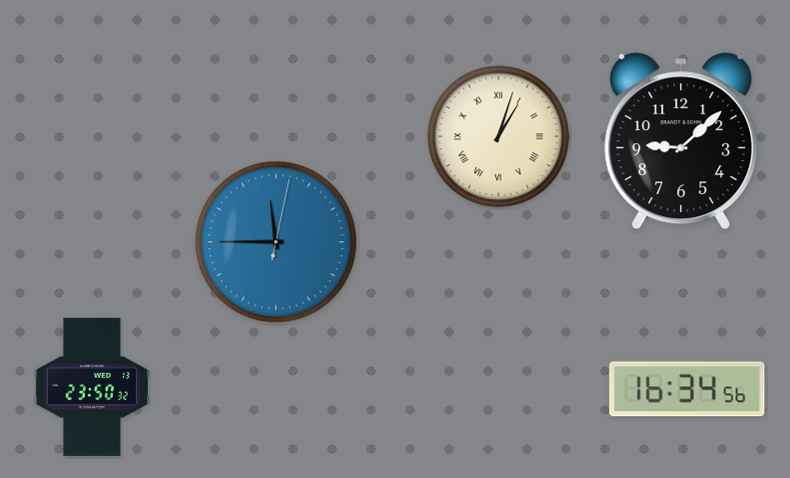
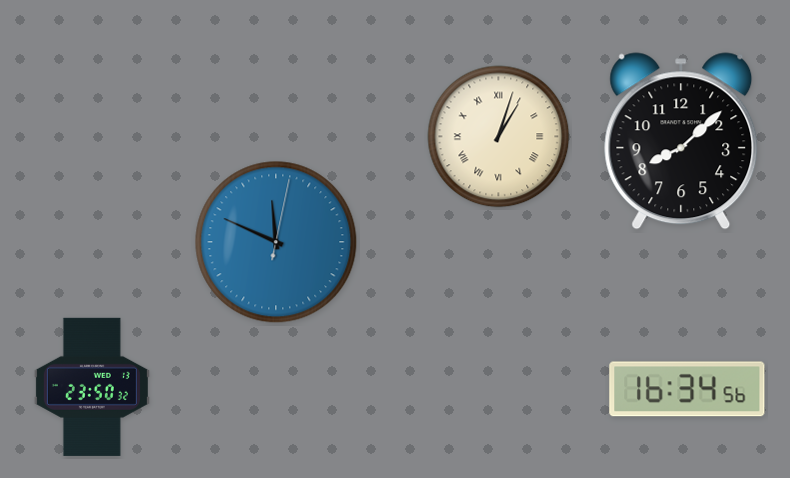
clock at (681, 141): 9:08 -> 8:08
clock at (276, 242): 11:45 -> 11:49
